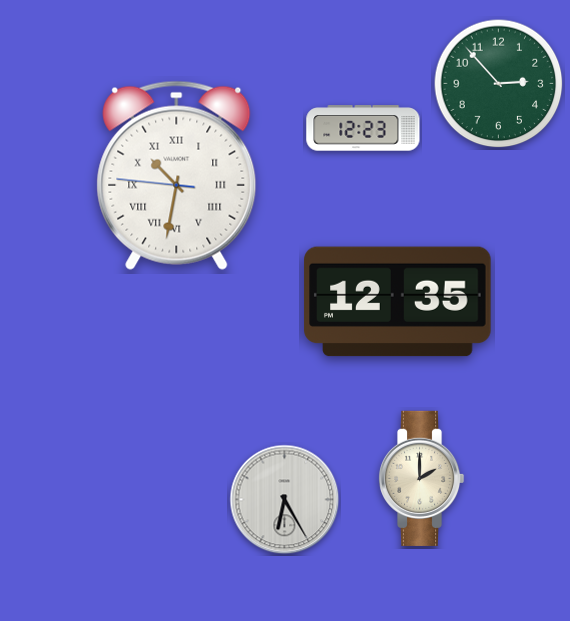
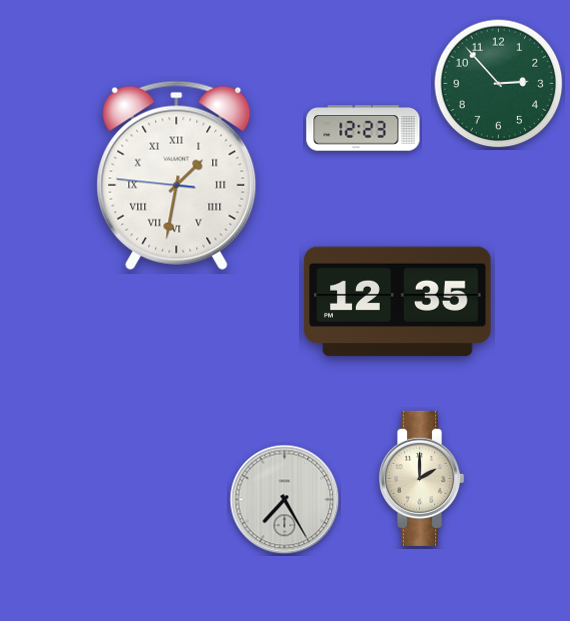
clock at (177, 175): 10:31 -> 1:31
clock at (285, 500): 6:25 -> 7:25
